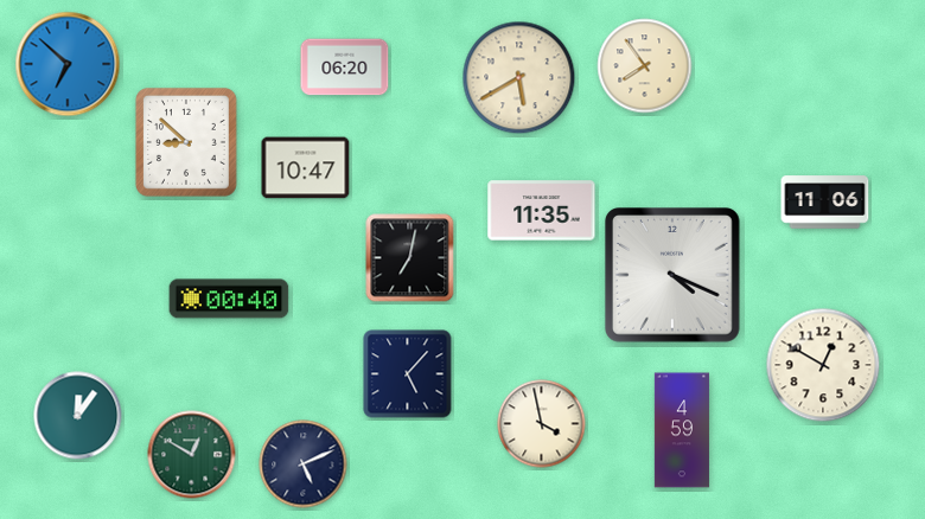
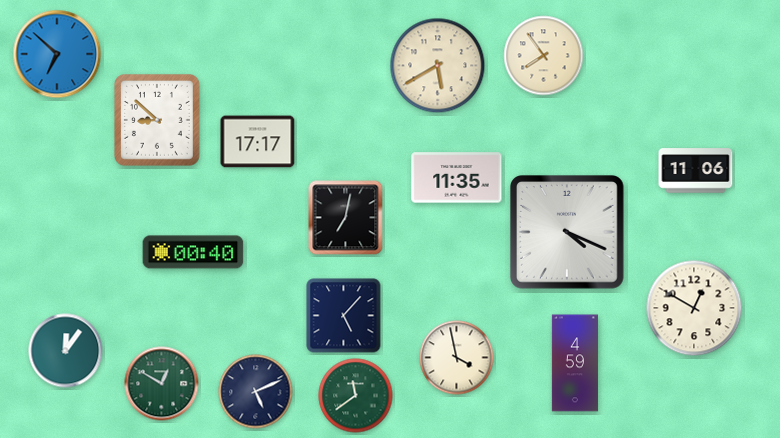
clock at (345, 68): 06:20 -> none
clock at (306, 168): 10:47 -> 17:17
clock at (356, 396): none -> 11:39
